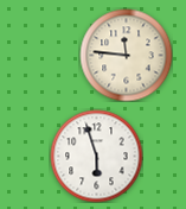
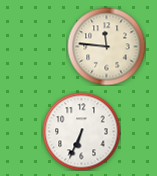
clock at (96, 156): 5:57 -> 6:34
